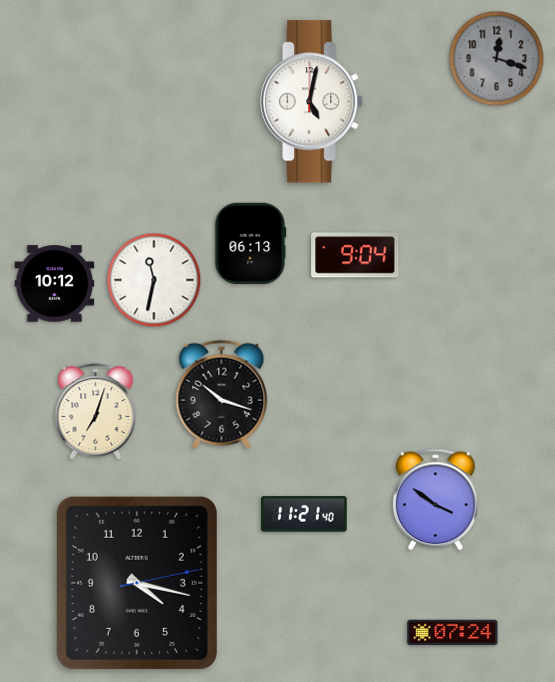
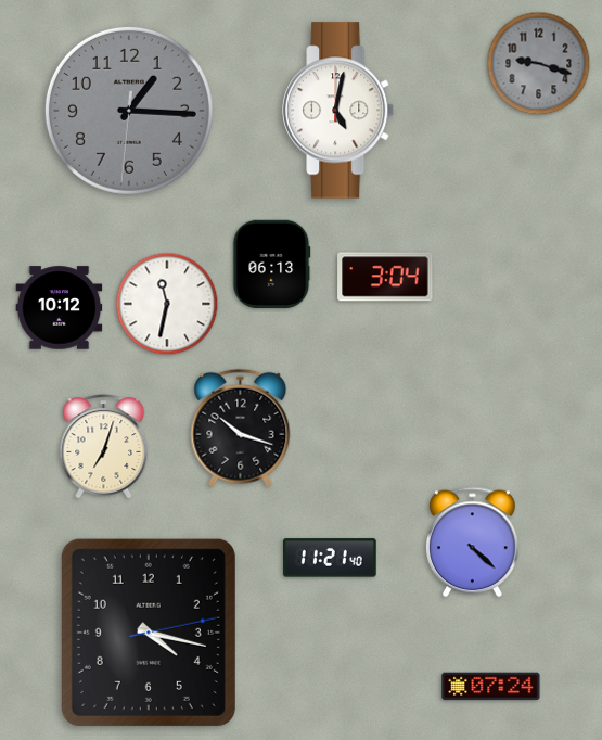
clock at (497, 59): 12:18 -> 9:18
clock at (129, 111): none -> 1:15
clock at (355, 255): 9:04 -> 3:04
clock at (435, 500): 3:51 -> 4:22
